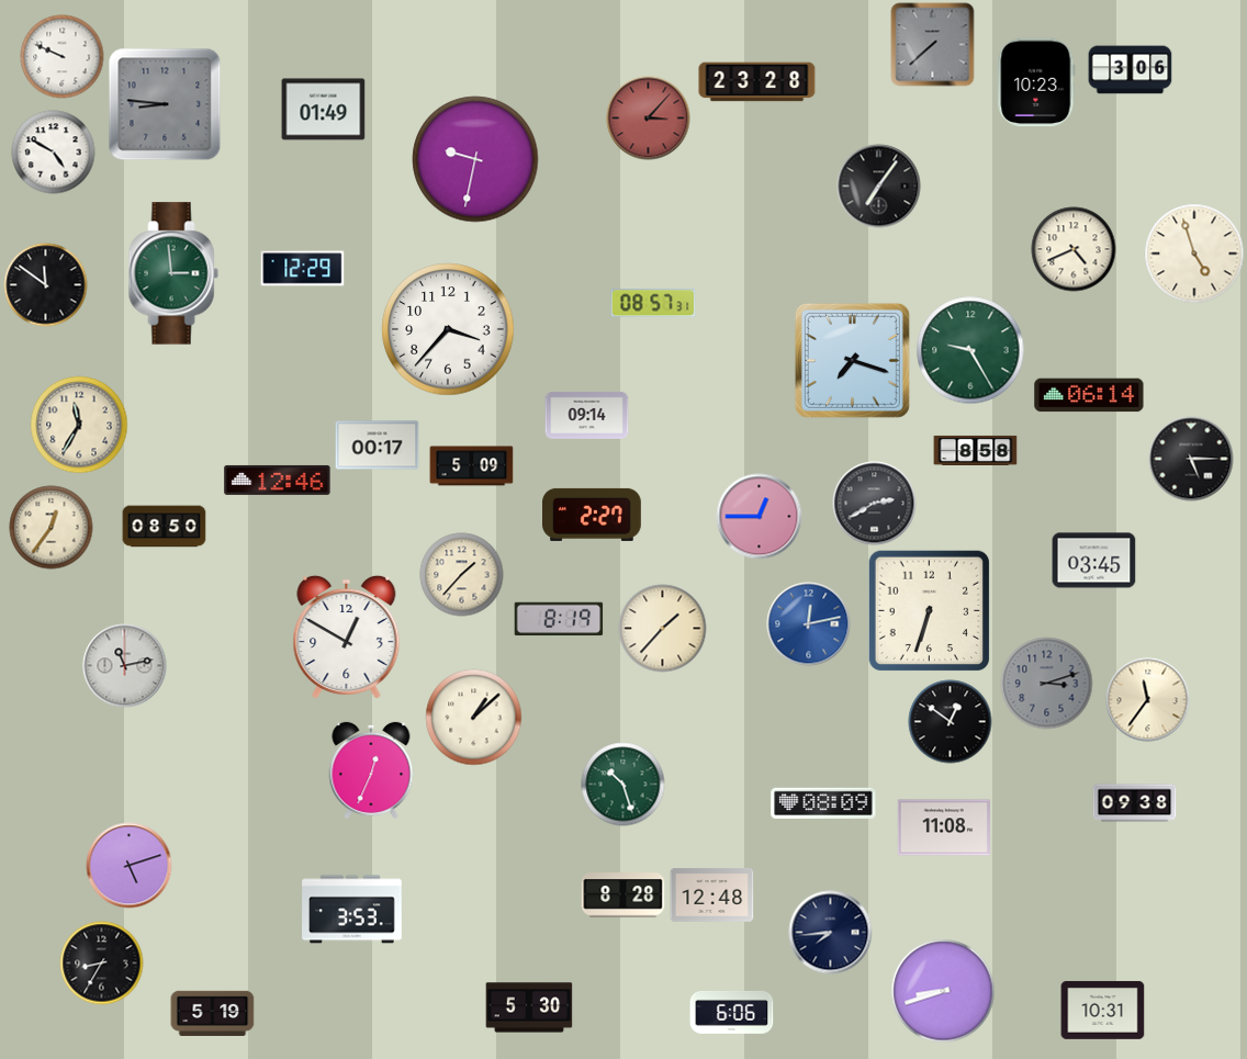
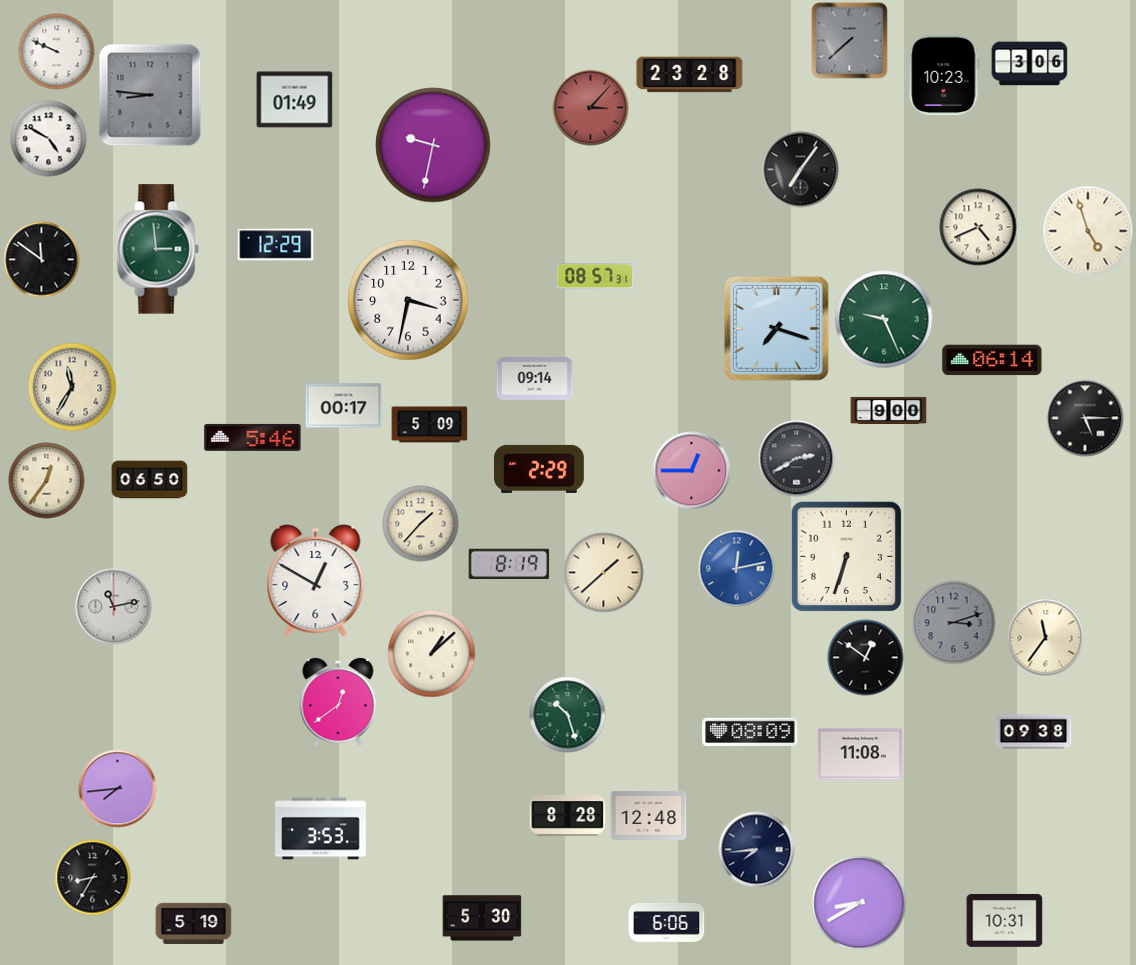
clock at (448, 329): 3:37 -> 3:32
clock at (970, 350): 9:25 -> 9:26
clock at (976, 450): 8:58 -> 9:00
clock at (278, 480): 12:46 -> 5:46
clock at (592, 515): 2:27 -> 2:29
clock at (165, 527): 08:50 -> 06:50
clock at (1094, 561): 03:45 -> none
clock at (663, 629): 1:37 -> 1:38
clock at (371, 770): 12:34 -> 12:39
clock at (130, 866): 5:12 -> 7:44
clock at (943, 991): 8:42 -> 8:40
